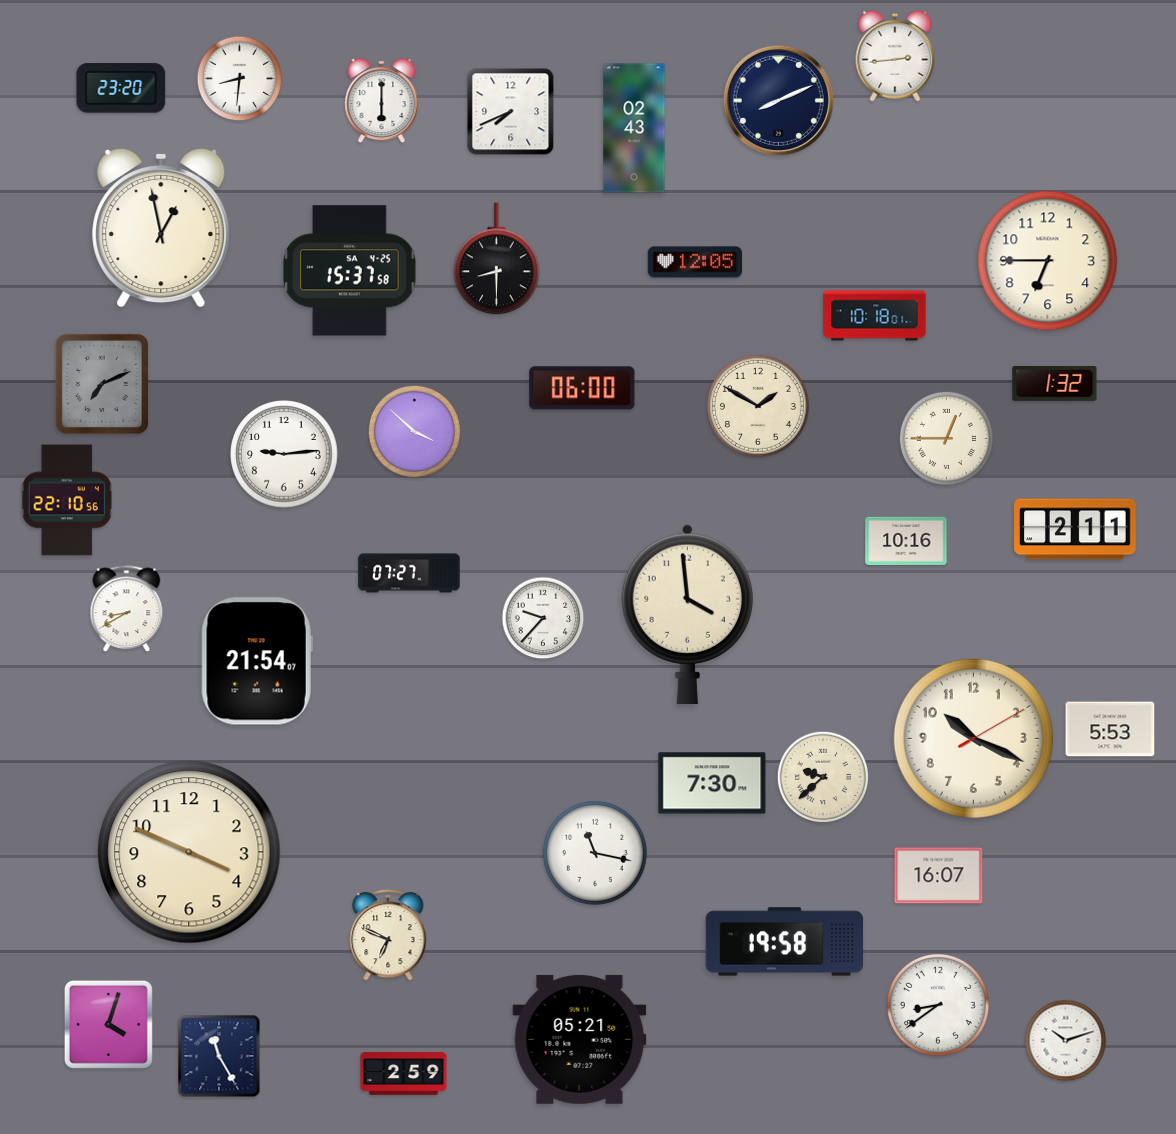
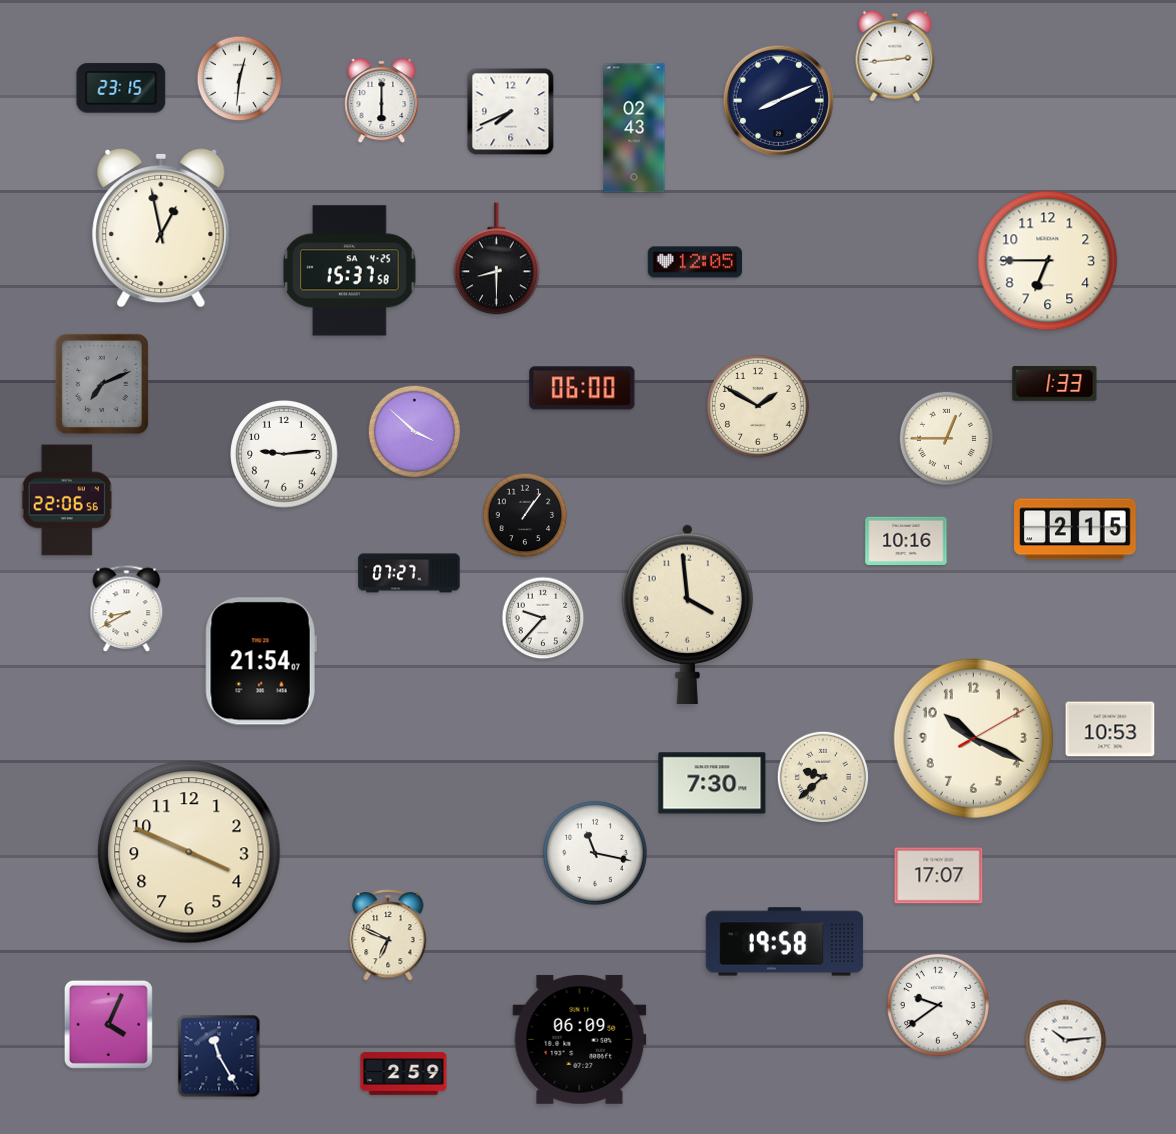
clock at (240, 79): 8:31 -> 12:31
clock at (121, 88): 23:20 -> 23:15
clock at (875, 316): 10:18 -> none
clock at (1055, 383): 1:32 -> 1:33
clock at (67, 500): 22:10 -> 22:06
clock at (525, 515): none -> 1:06
clock at (1075, 529): 2:11 -> 2:15
clock at (257, 661) position: (257, 661) -> (261, 661)
clock at (1110, 729): 5:53 -> 10:53
clock at (939, 876): 16:07 -> 17:07
clock at (938, 1005): 8:39 -> 9:39
clock at (108, 1024): 4:03 -> 4:04
clock at (580, 1039): 05:21 -> 06:09
clock at (1066, 1041): 10:12 -> 10:14
